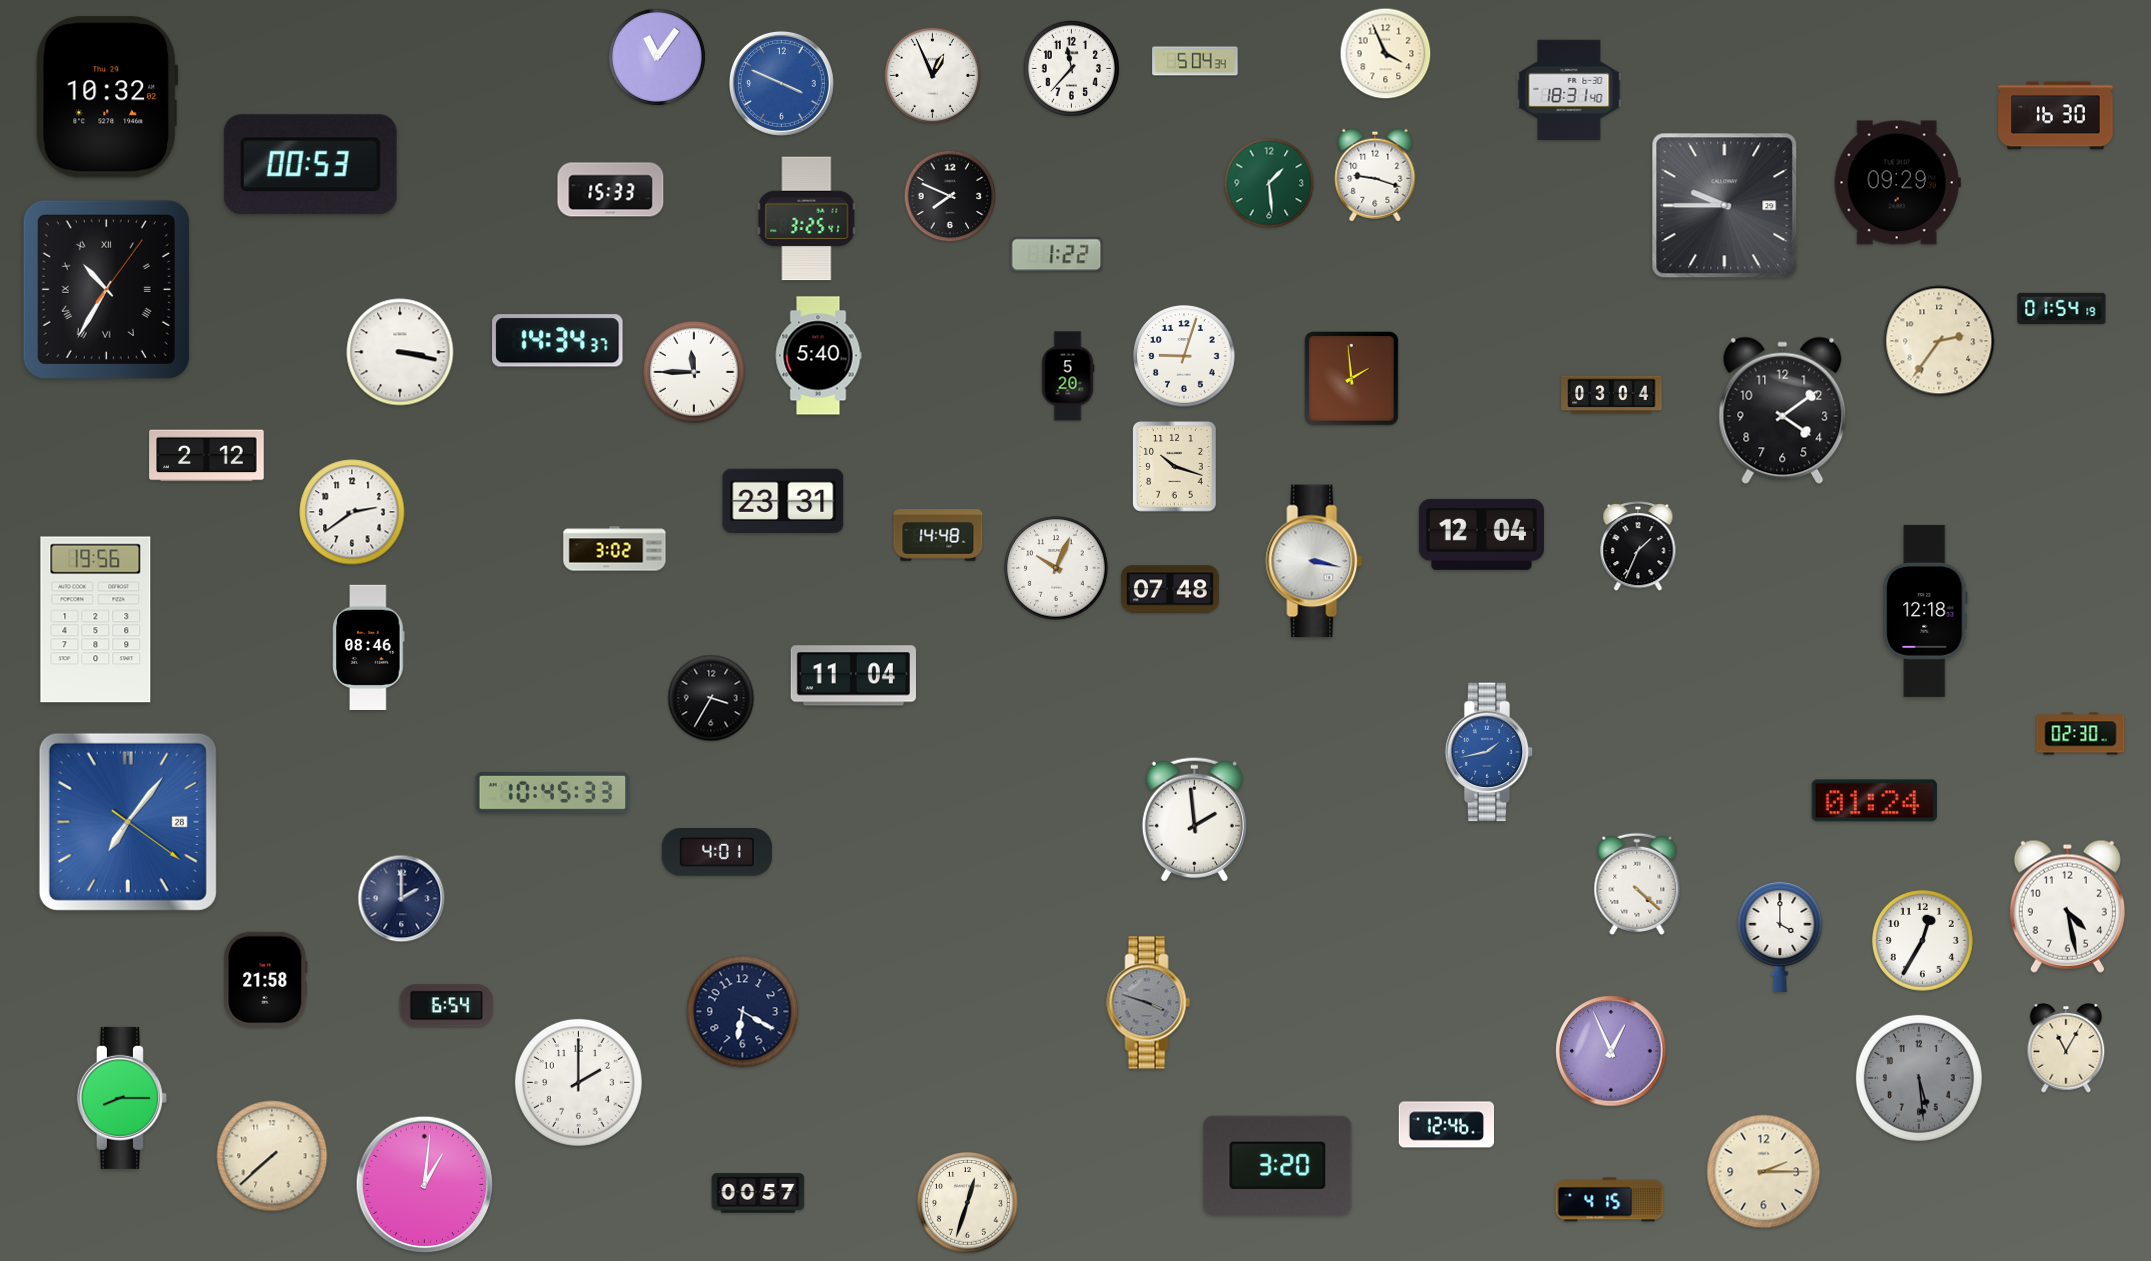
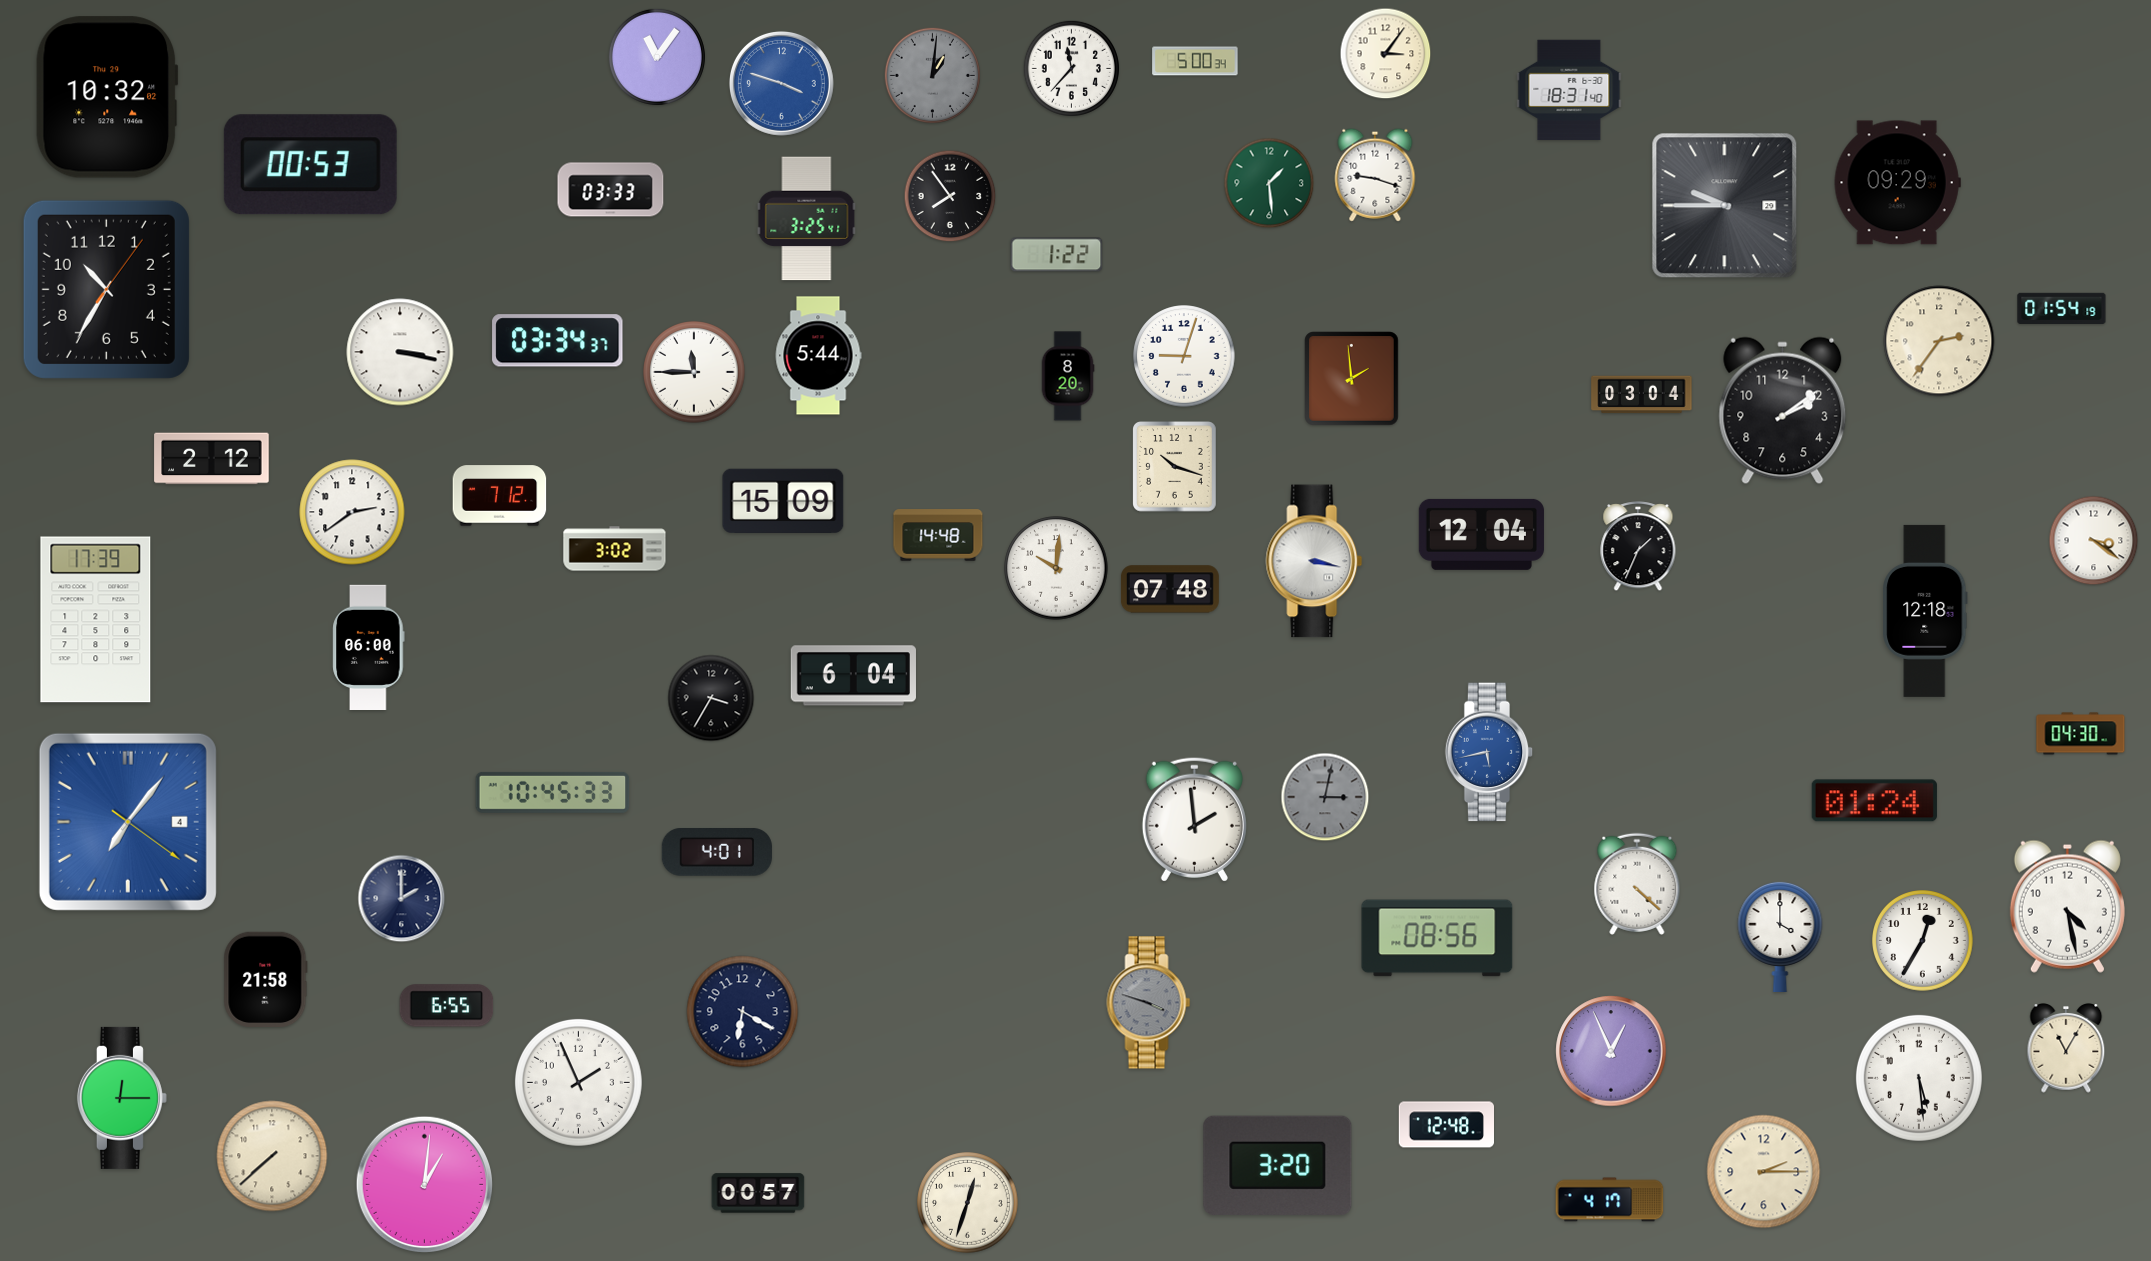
clock at (1386, 54): 3:56 -> 3:06
clock at (1195, 61): 5:04 -> 5:00
clock at (932, 75): 12:56 -> 1:01
clock at (932, 75) dial: white -> grey
clock at (781, 83): 3:49 -> 3:48
clock at (2056, 116): 16:30 -> none
clock at (611, 190): 15:33 -> 03:33
clock at (950, 196): 7:49 -> 7:54
clock at (106, 289) numerals: Roman -> Arabic
clock at (558, 341): 14:34 -> 03:34
clock at (818, 356): 5:40 -> 5:44
clock at (1068, 376): 5:20 -> 8:20
clock at (1612, 395) position: (1612, 395) -> (1642, 395)
clock at (1783, 411): 4:09 -> 2:09
clock at (207, 456) position: (207, 456) -> (212, 459)
clock at (500, 496): none -> 7:12
clock at (783, 500): 23:31 -> 15:09
clock at (2094, 541): none -> 3:21
clock at (1056, 568): 10:04 -> 10:01
clock at (96, 620): 19:56 -> 17:39
clock at (369, 647): 08:46 -> 06:00
clock at (853, 676): 11:04 -> 6:04
clock at (2081, 734): 02:30 -> 04:30
clock at (1489, 752): 1:43 -> 5:43
clock at (1325, 797): none -> 3:02
clock at (128, 822) date: 28 -> 4
clock at (1437, 938): none -> 08:56
clock at (447, 1006): 6:54 -> 6:55
clock at (1919, 1078) dial: grey -> white
clock at (578, 1082): 2:00 -> 1:56
clock at (122, 1098): 8:15 -> 12:15
clock at (1446, 1125): 12:46 -> 12:48
clock at (1610, 1200): 4:15 -> 4:17
